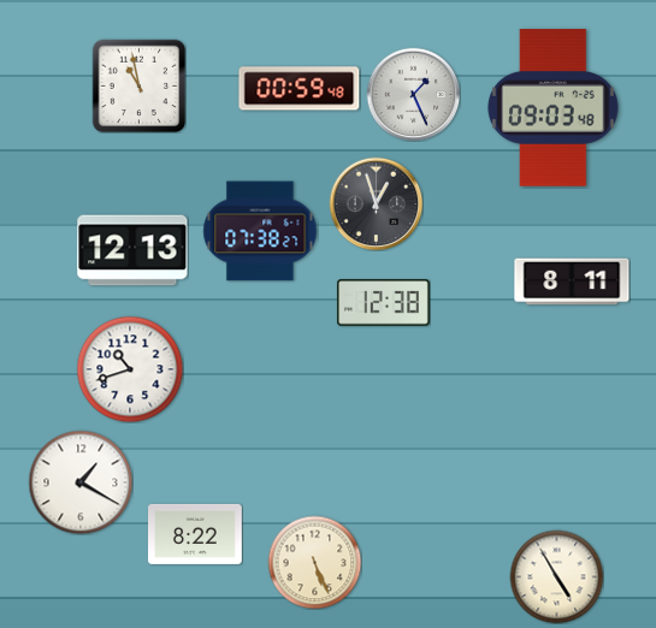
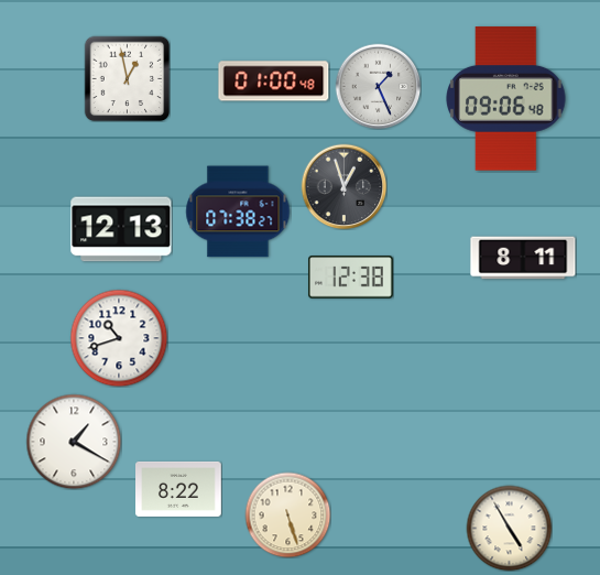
clock at (138, 85): 10:58 -> 12:58
clock at (300, 89): 00:59 -> 01:00
clock at (554, 108): 09:03 -> 09:06
clock at (314, 562): 5:26 -> 5:27
